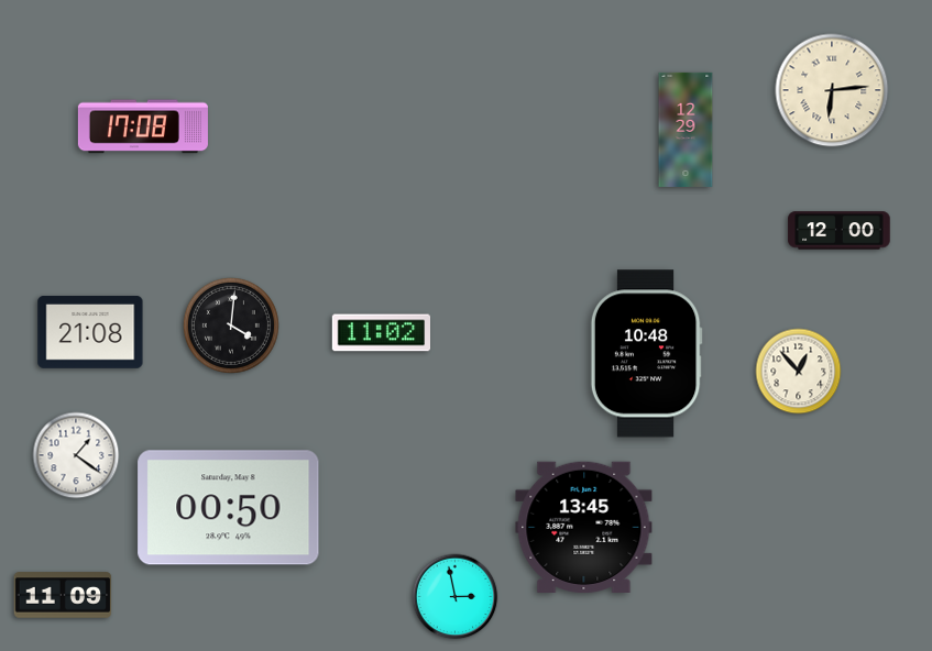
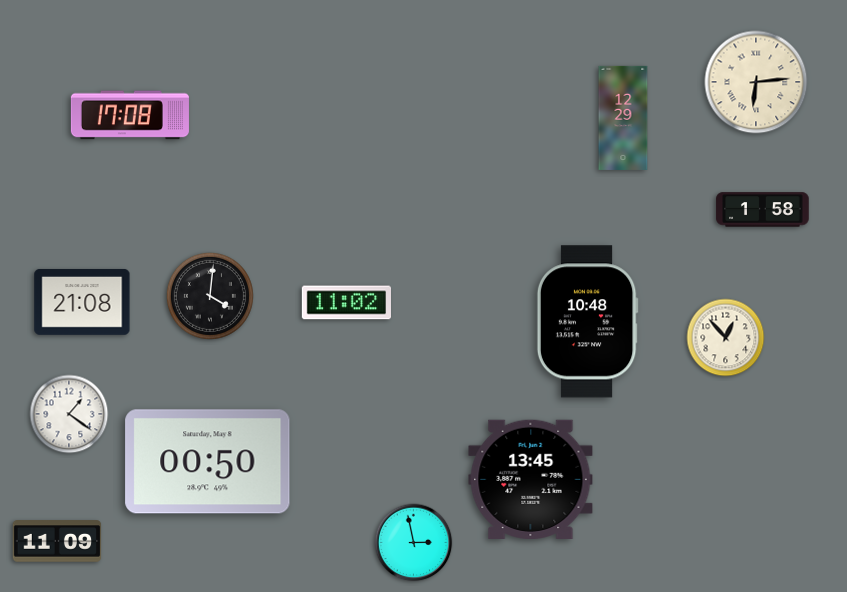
clock at (840, 231): 12:00 -> 1:58
